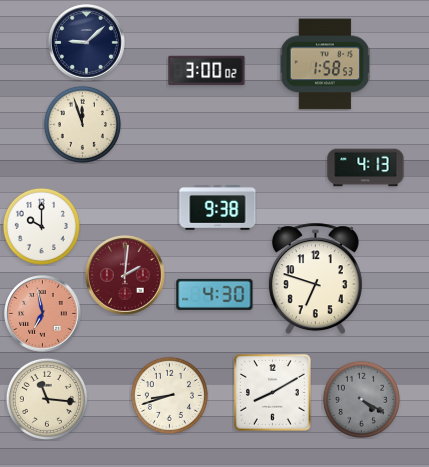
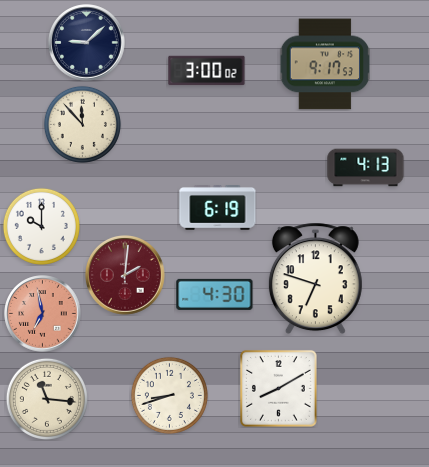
clock at (325, 64): 1:58 -> 9:17
clock at (82, 124): 11:57 -> 11:53
clock at (218, 208): 9:38 -> 6:19
clock at (273, 393) position: (273, 393) -> (279, 389)
clock at (361, 399): 4:20 -> none
